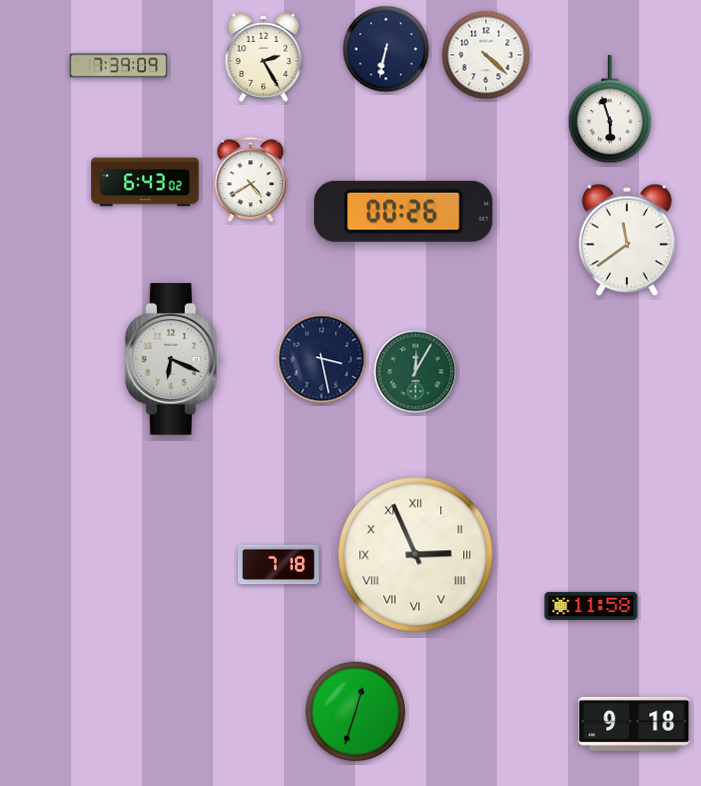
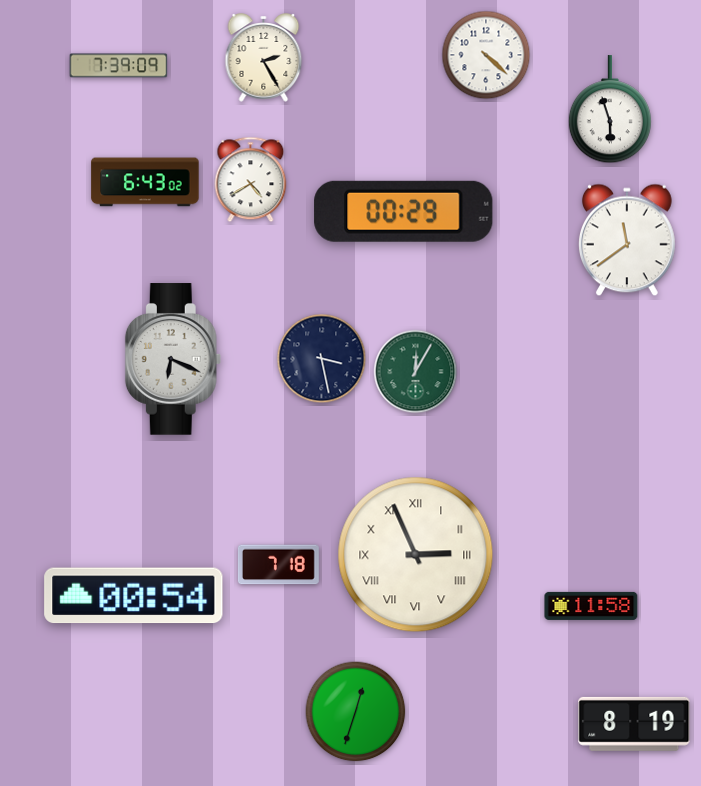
clock at (386, 49): 6:32 -> none
clock at (404, 211): 00:26 -> 00:29
clock at (134, 596): none -> 00:54
clock at (634, 724): 9:18 -> 8:19
